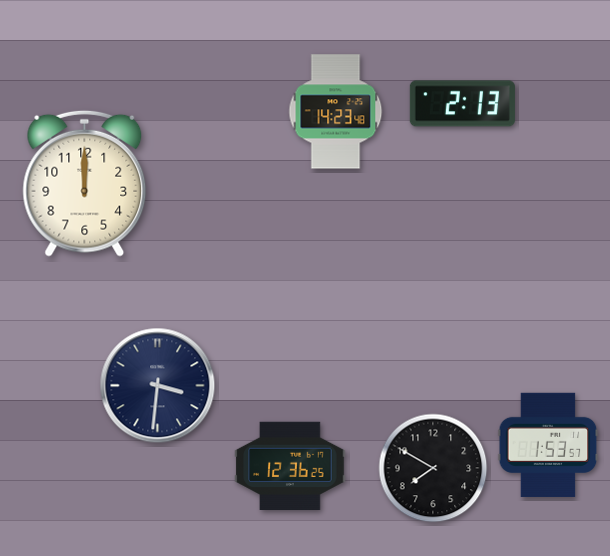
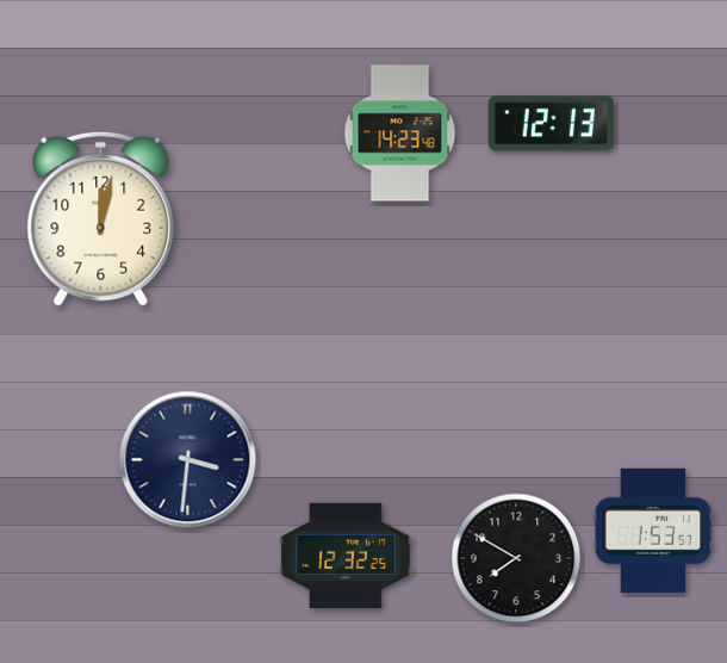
clock at (462, 104): 2:13 -> 12:13
clock at (85, 183): 12:00 -> 12:02
clock at (290, 465): 12:36 -> 12:32
